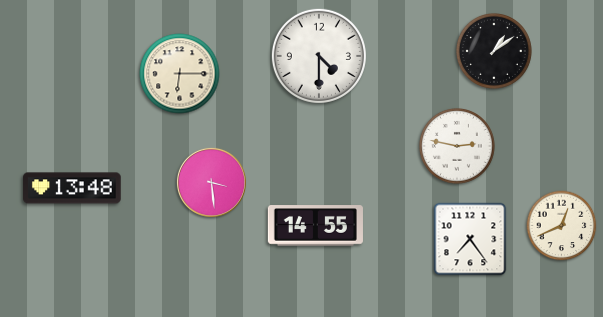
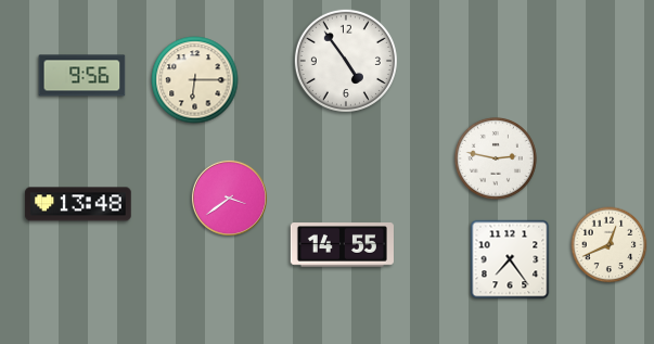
clock at (494, 51): 1:09 -> none
clock at (319, 56): 4:30 -> 4:54
clock at (82, 76): none -> 9:56
clock at (211, 182): 3:29 -> 3:39
